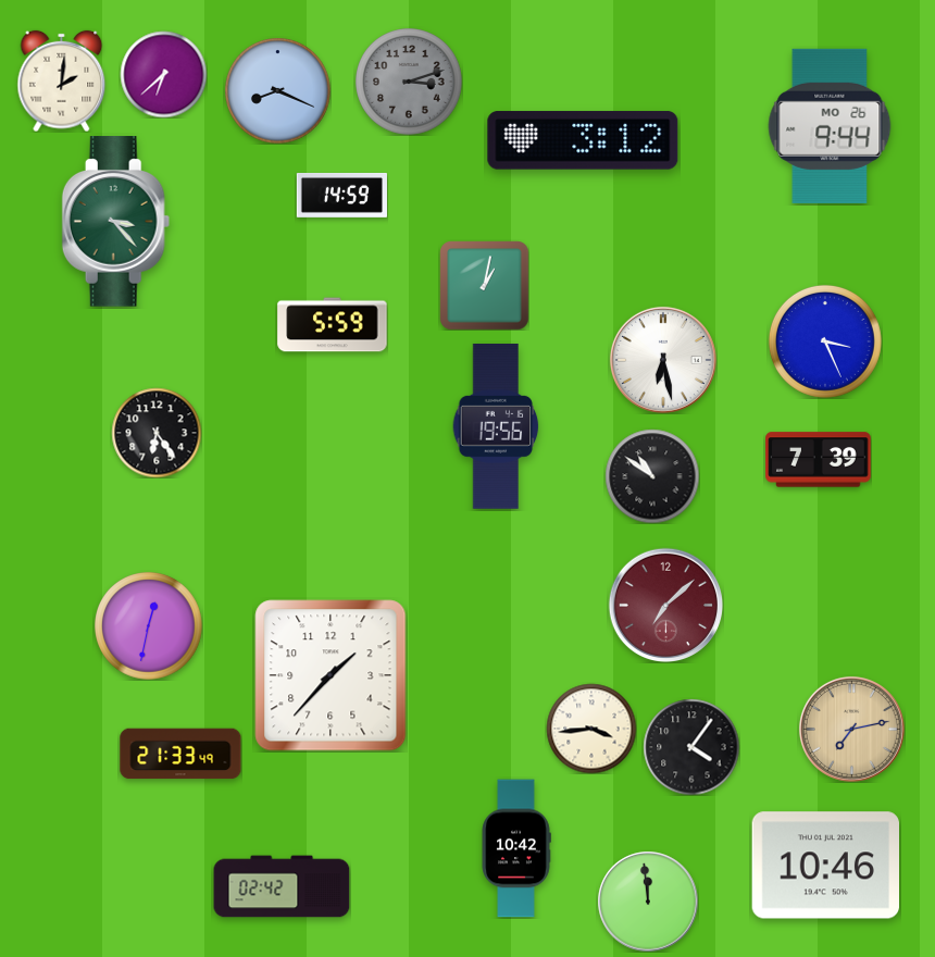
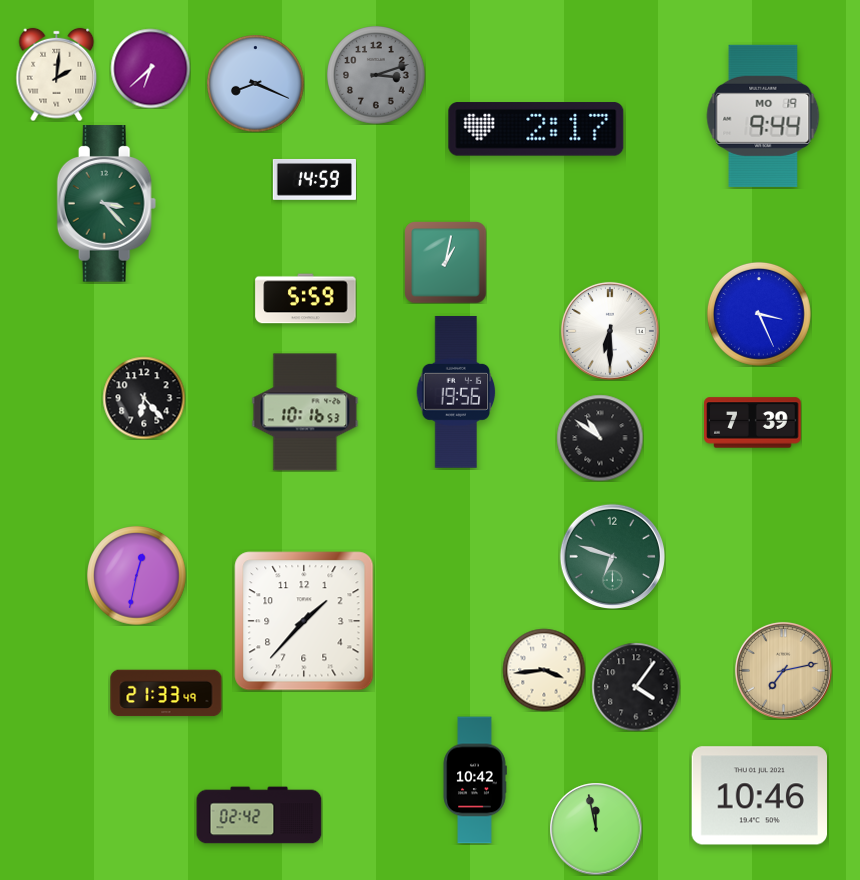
clock at (830, 126) date: MO 26 -> MO 19
clock at (583, 140): 3:12 -> 2:17
clock at (663, 360): 6:28 -> 6:30
clock at (157, 433): 6:24 -> 6:23
clock at (305, 412): none -> 10:16
clock at (665, 605): 7:08 -> 6:48
clock at (665, 605) dial: burgundy -> green
clock at (648, 902): 11:59 -> 11:58
